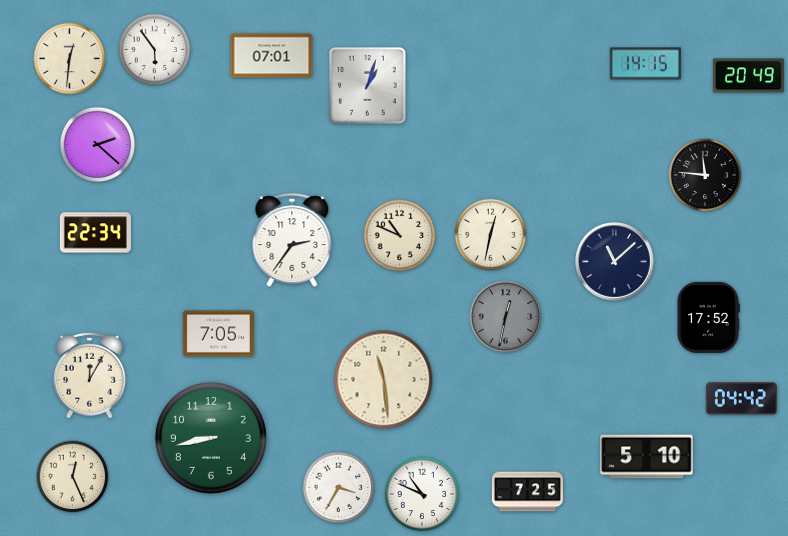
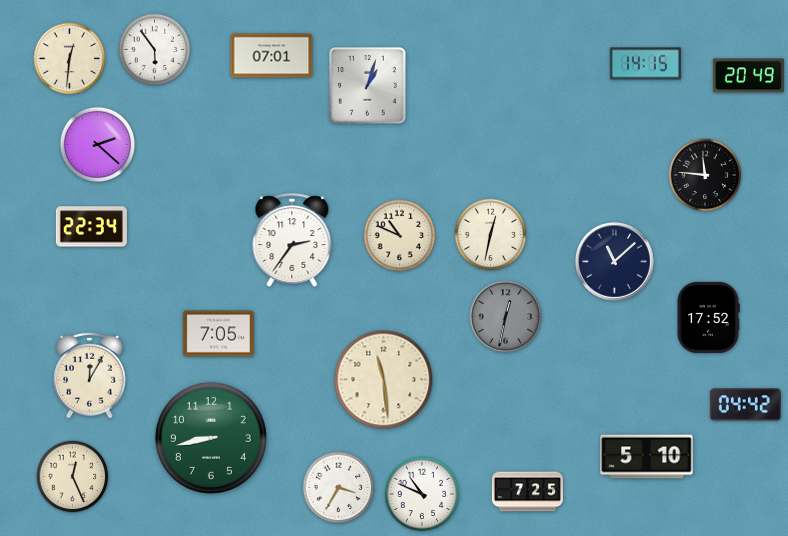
clock at (95, 233) position: (95, 233) -> (91, 227)
clock at (741, 399) position: (741, 399) -> (745, 405)
